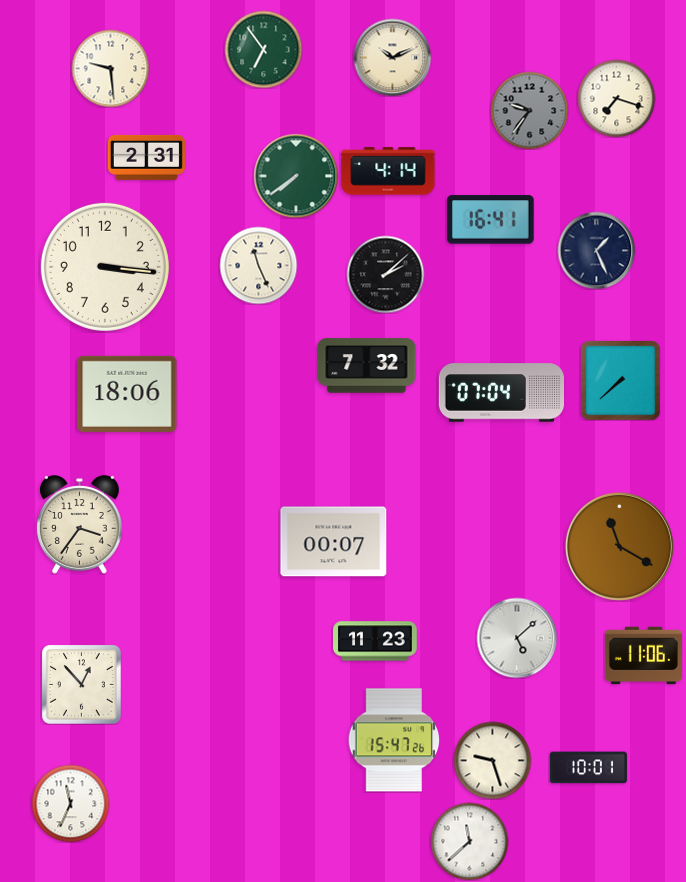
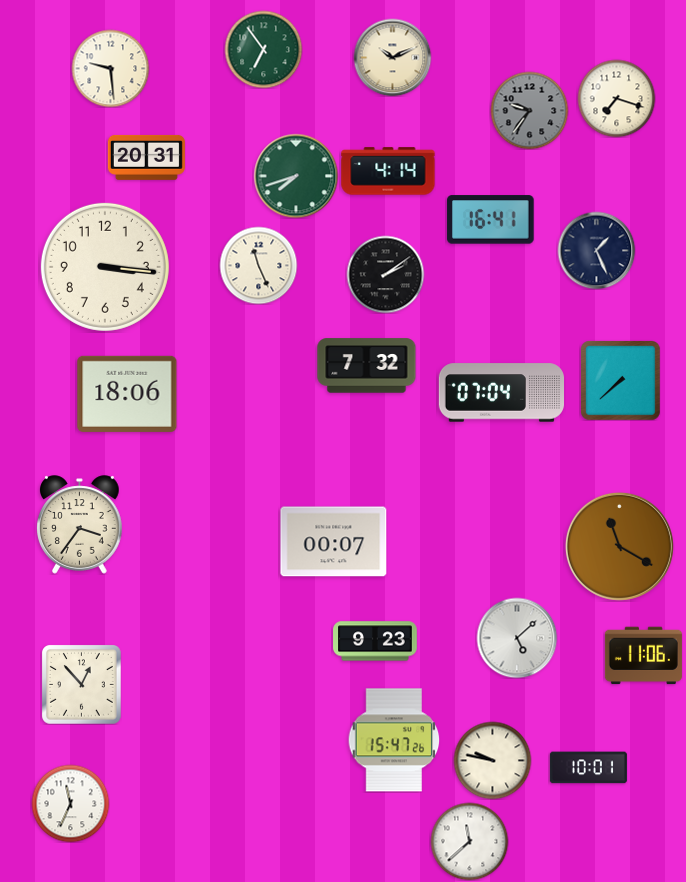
clock at (146, 157): 2:31 -> 20:31
clock at (296, 176): 7:39 -> 7:42
clock at (385, 274): 2:08 -> 2:09
clock at (375, 641): 11:23 -> 9:23
clock at (492, 760): 9:27 -> 9:47
